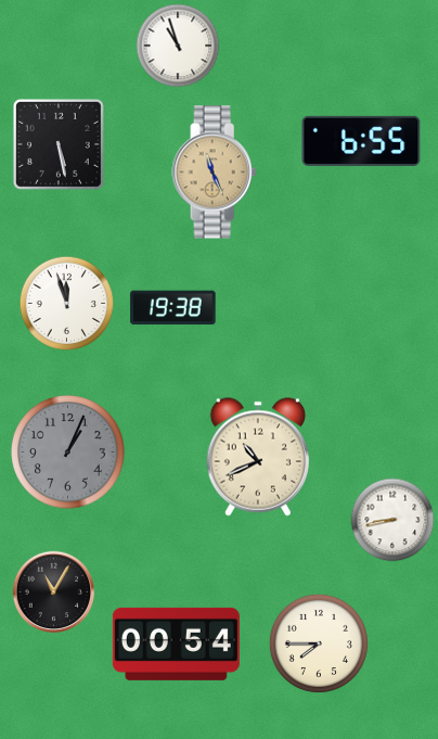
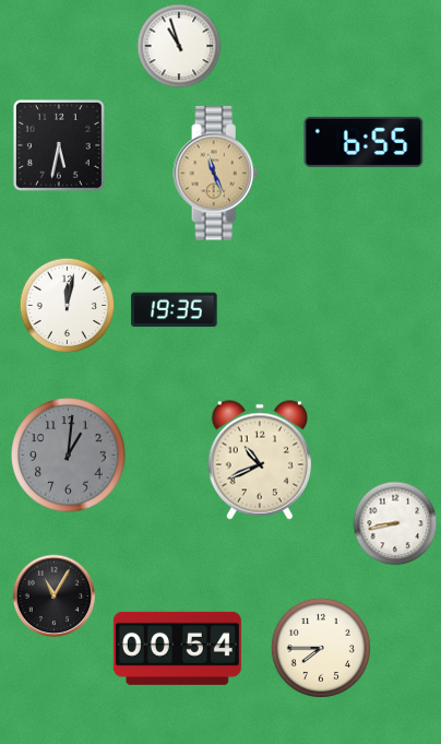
clock at (59, 144): 5:28 -> 5:32
clock at (67, 304): 11:57 -> 12:02
clock at (173, 308): 19:38 -> 19:35
clock at (68, 453): 1:04 -> 1:01
